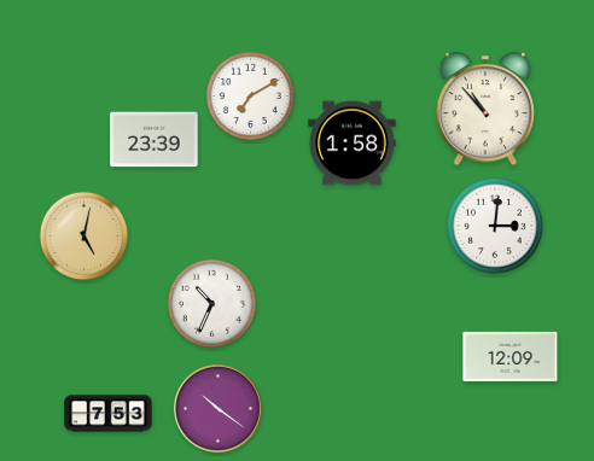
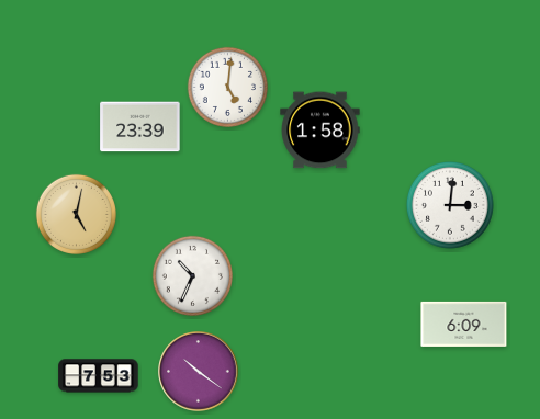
clock at (250, 95): 7:10 -> 5:01
clock at (484, 110): 10:53 -> none
clock at (511, 356): 12:09 -> 6:09
